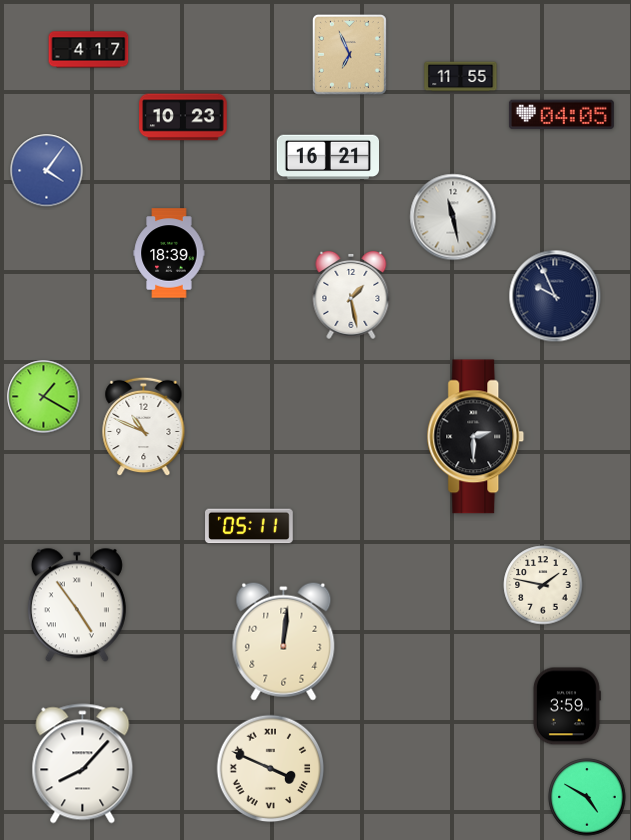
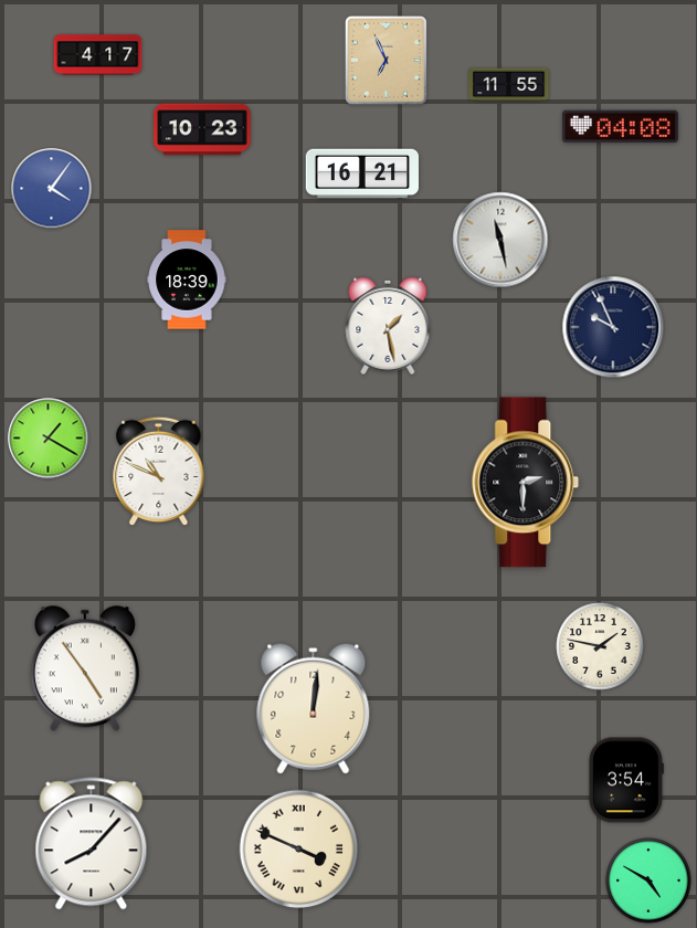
clock at (561, 115): 04:05 -> 04:08
clock at (249, 526): 05:11 -> none
clock at (566, 706): 3:59 -> 3:54
